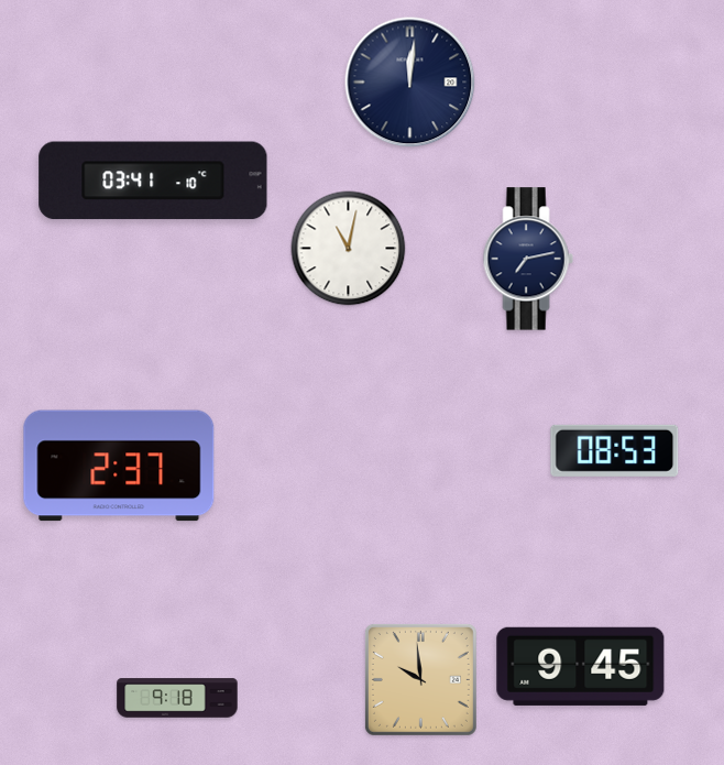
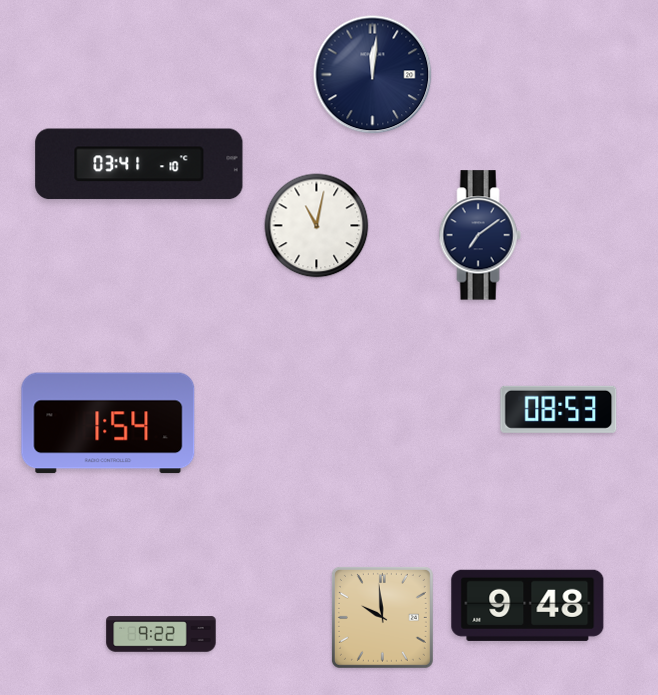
clock at (528, 259): 7:13 -> 7:09
clock at (119, 466): 2:37 -> 1:54
clock at (581, 666): 9:45 -> 9:48
clock at (177, 698): 9:18 -> 9:22
